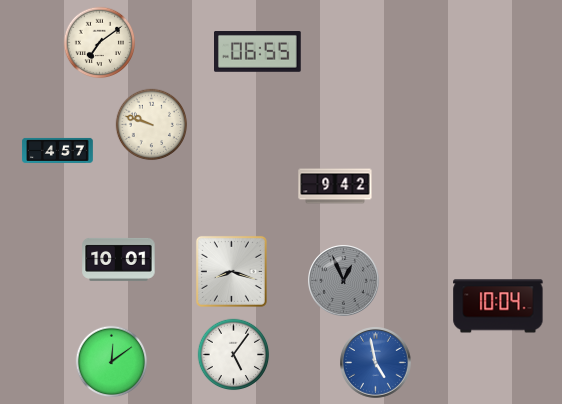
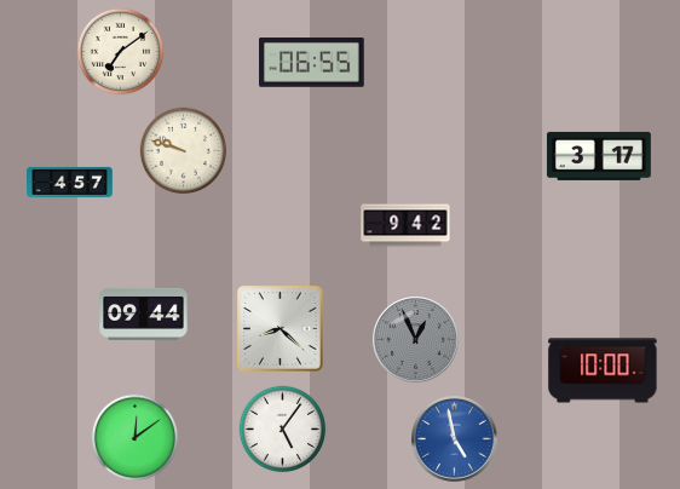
clock at (599, 156): none -> 3:17
clock at (119, 259): 10:01 -> 09:44
clock at (231, 271): 8:18 -> 8:22
clock at (498, 306): 10:04 -> 10:00
